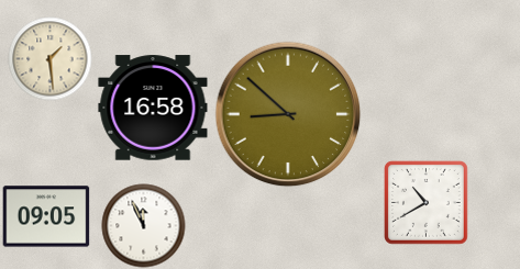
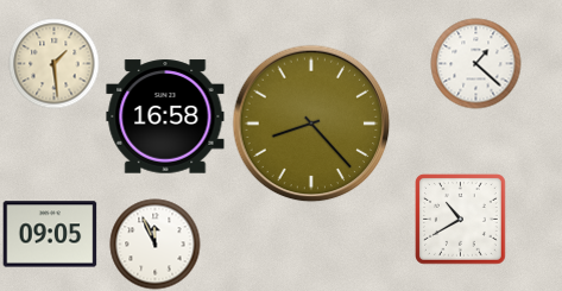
clock at (476, 64): none -> 1:22
clock at (288, 114): 8:52 -> 8:23
